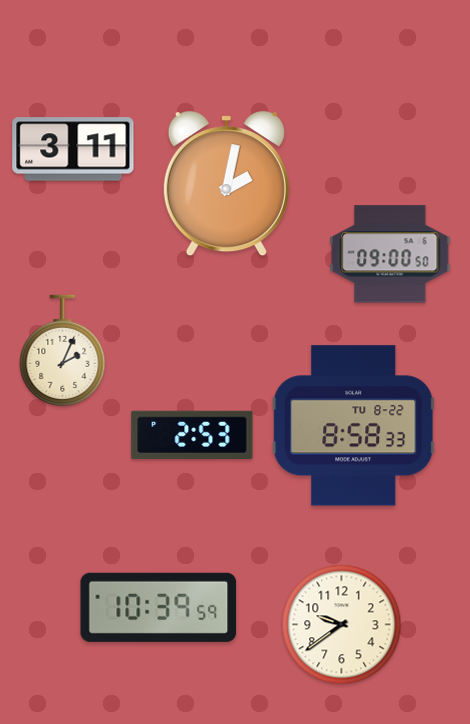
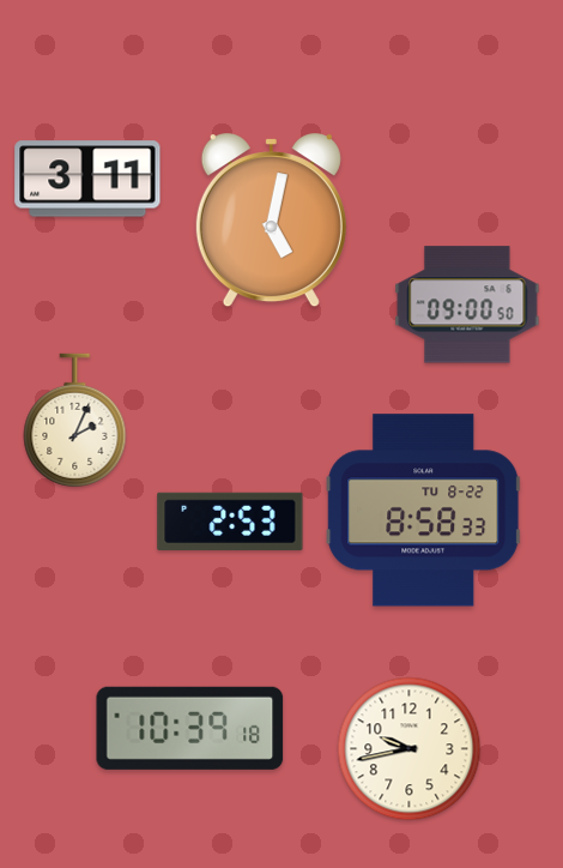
clock at (226, 184): 2:02 -> 5:02
clock at (159, 607): 10:39:59 -> 10:39:18
clock at (342, 625): 9:39 -> 9:43
